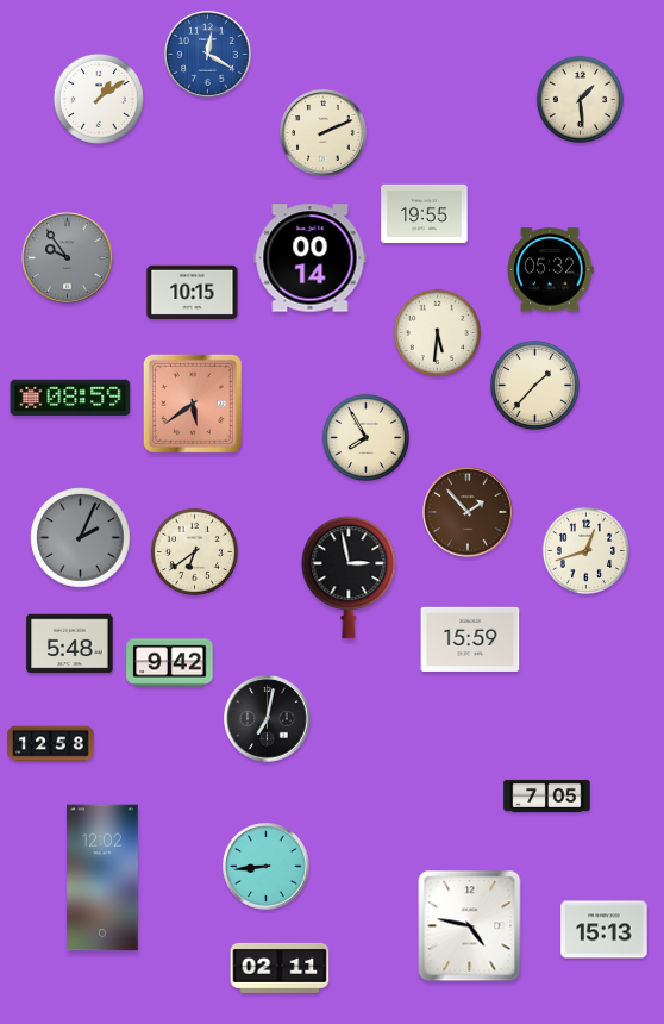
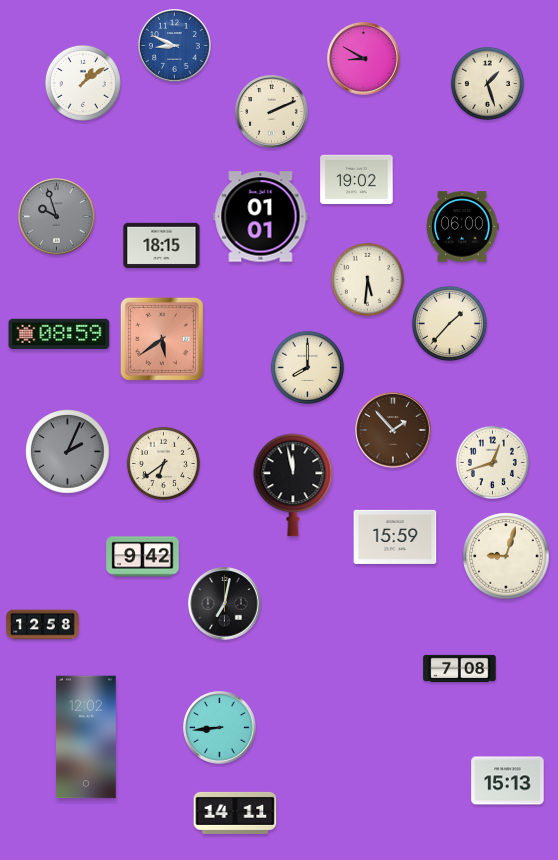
clock at (208, 55): 12:20 -> 8:49
clock at (364, 59): none -> 8:50
clock at (580, 99): 1:29 -> 1:27
clock at (425, 214): 19:55 -> 19:02
clock at (68, 258): 9:54 -> 9:57
clock at (311, 258): 00:14 -> 01:01
clock at (550, 270): 05:32 -> 06:00
clock at (193, 292): 10:15 -> 18:15
clock at (365, 437): 7:55 -> 8:00
clock at (349, 577): 2:58 -> 11:58
clock at (70, 644): 5:48 -> none
clock at (506, 556): none -> 9:03
clock at (547, 795): 7:05 -> 7:08
clock at (267, 867) position: (267, 867) -> (220, 728)
clock at (470, 926): 4:47 -> none
clock at (280, 968): 02:11 -> 14:11
